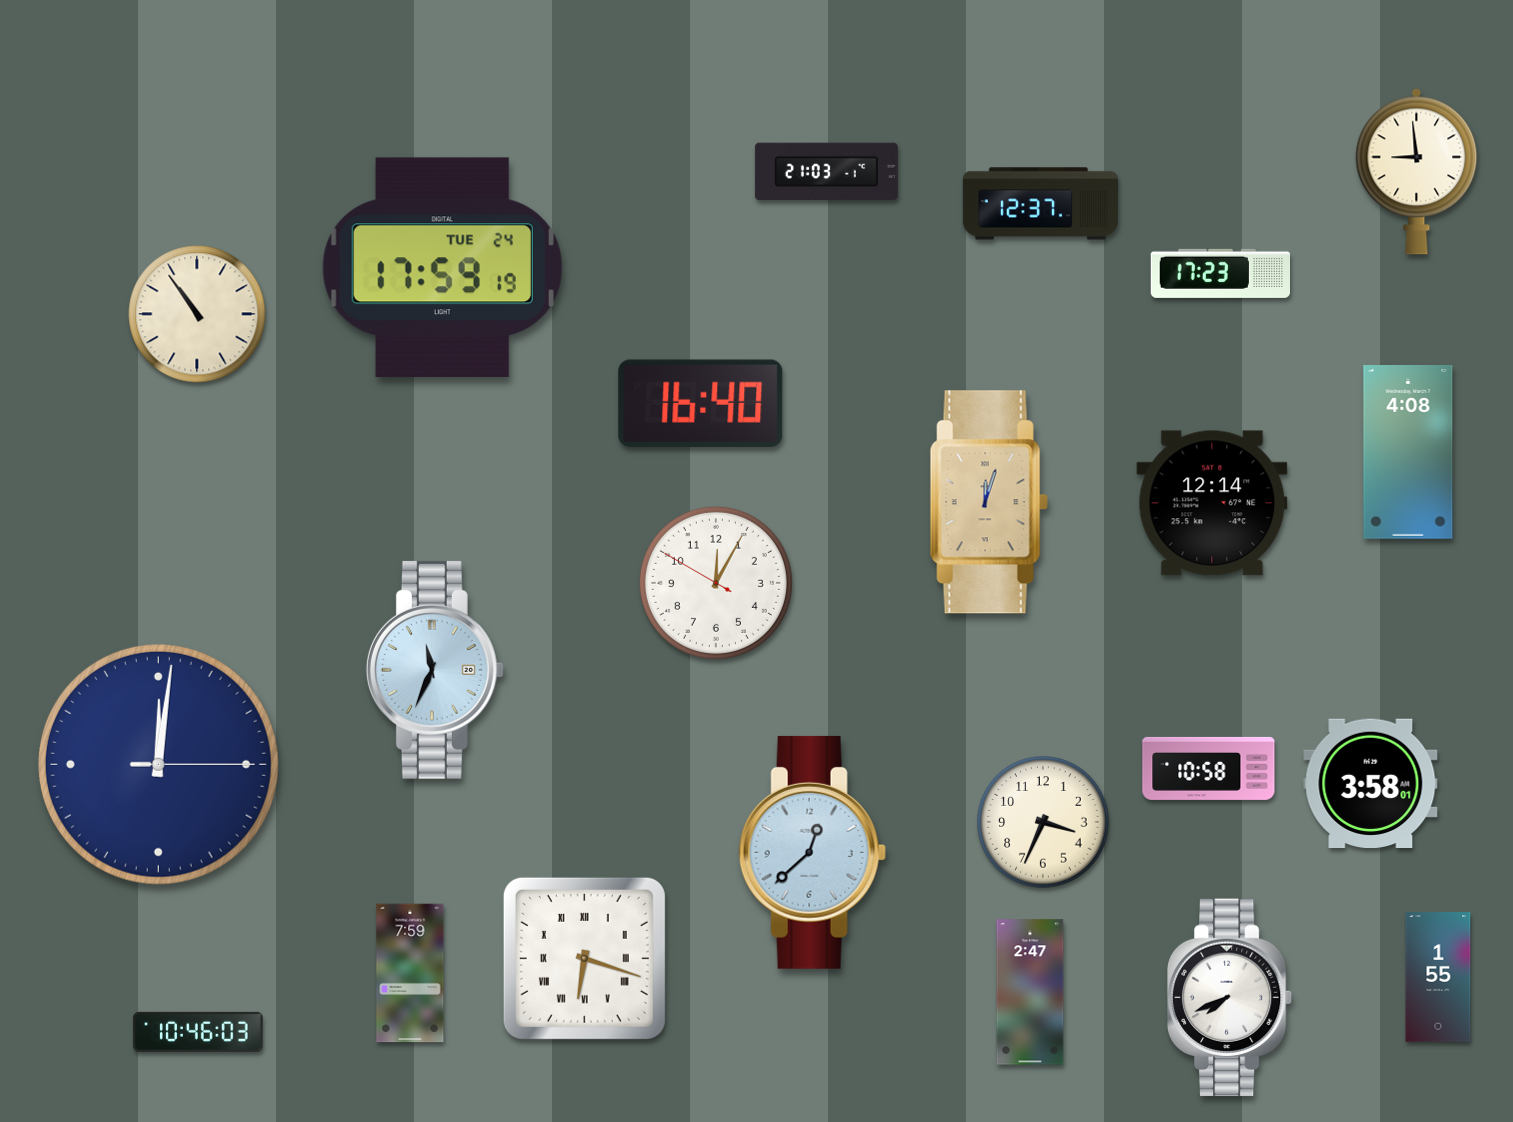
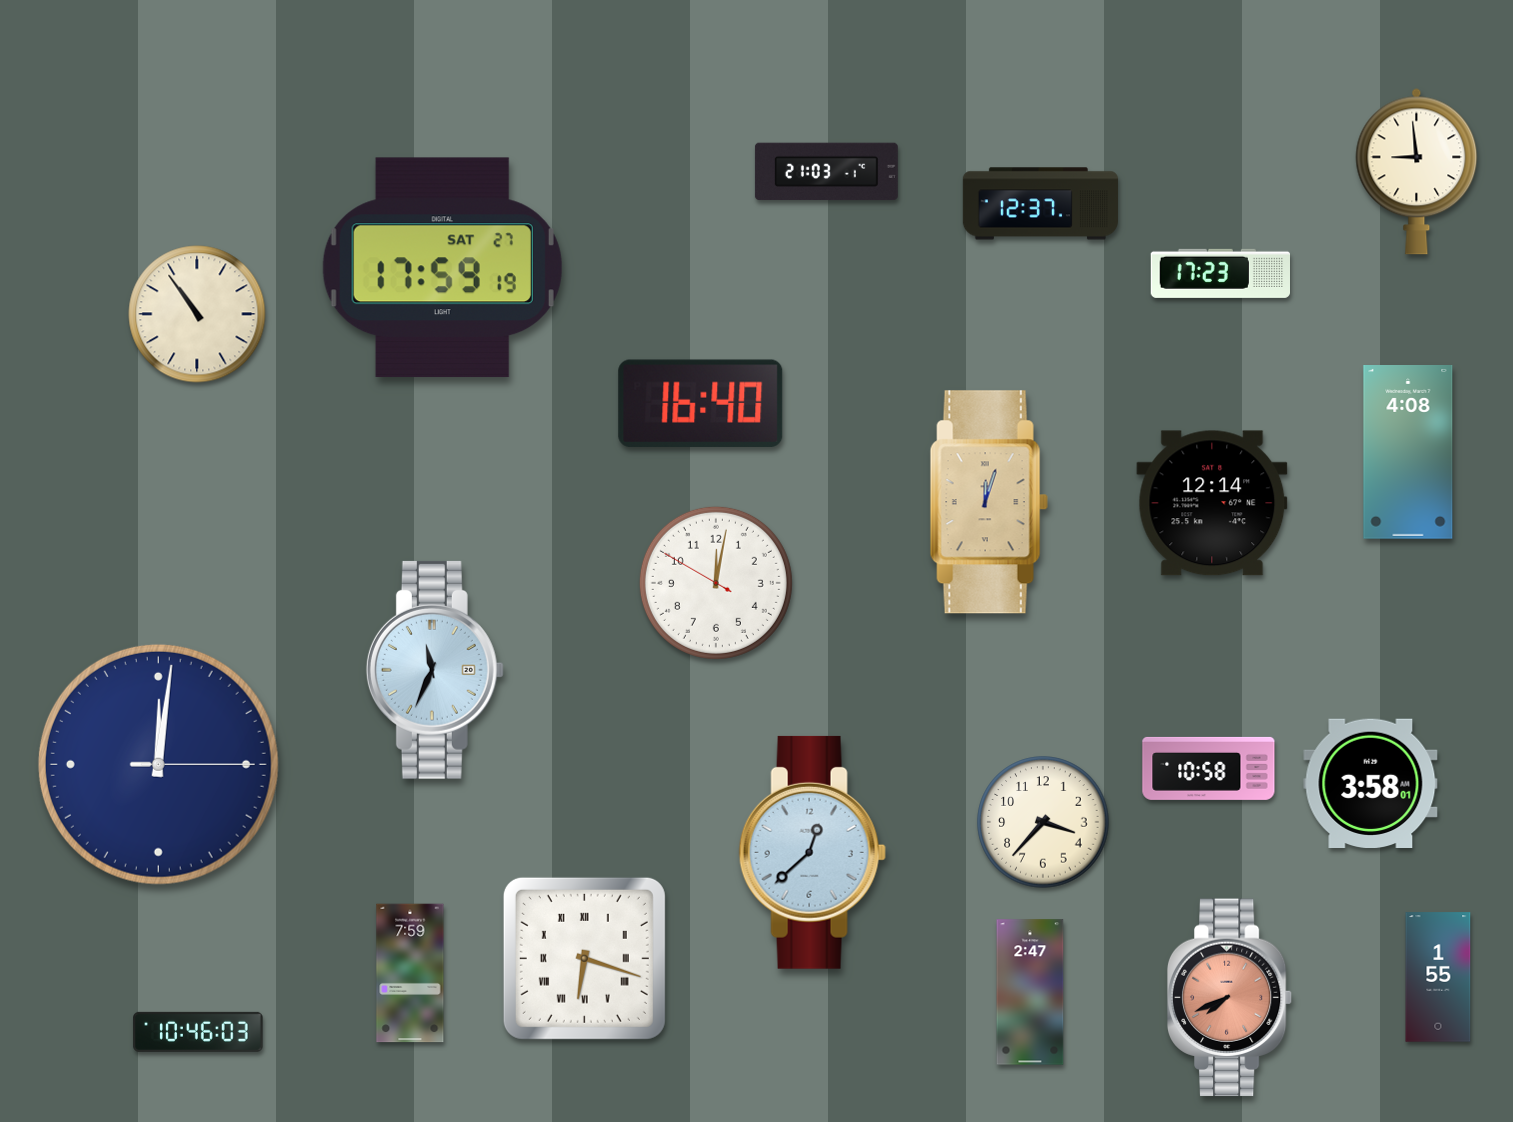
clock at (442, 268) date: TUE 24 -> SAT 27
clock at (716, 583): 12:04 -> 12:01
clock at (1043, 822): 3:34 -> 3:37
clock at (1230, 998) dial: white -> salmon
